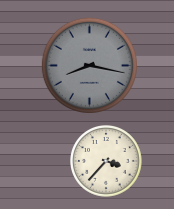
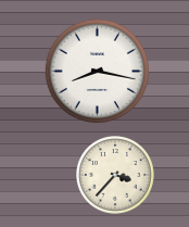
clock at (89, 65) dial: grey -> white
